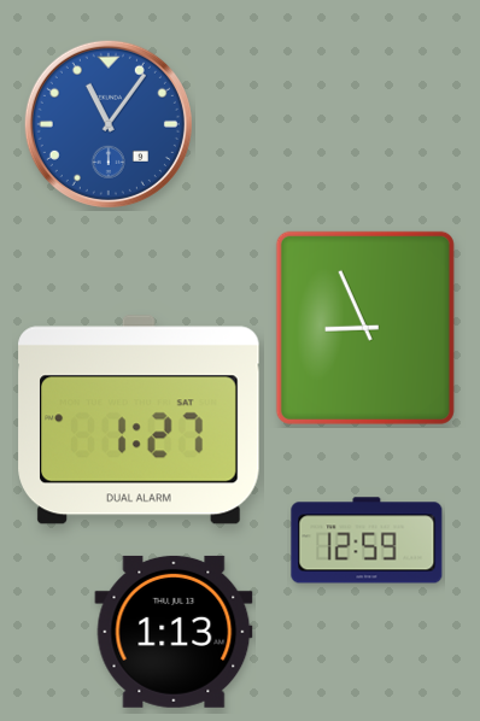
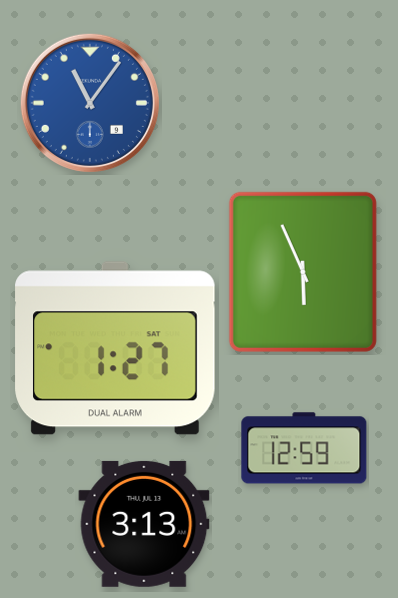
clock at (365, 328): 8:56 -> 5:56
clock at (174, 632): 1:13 -> 3:13
